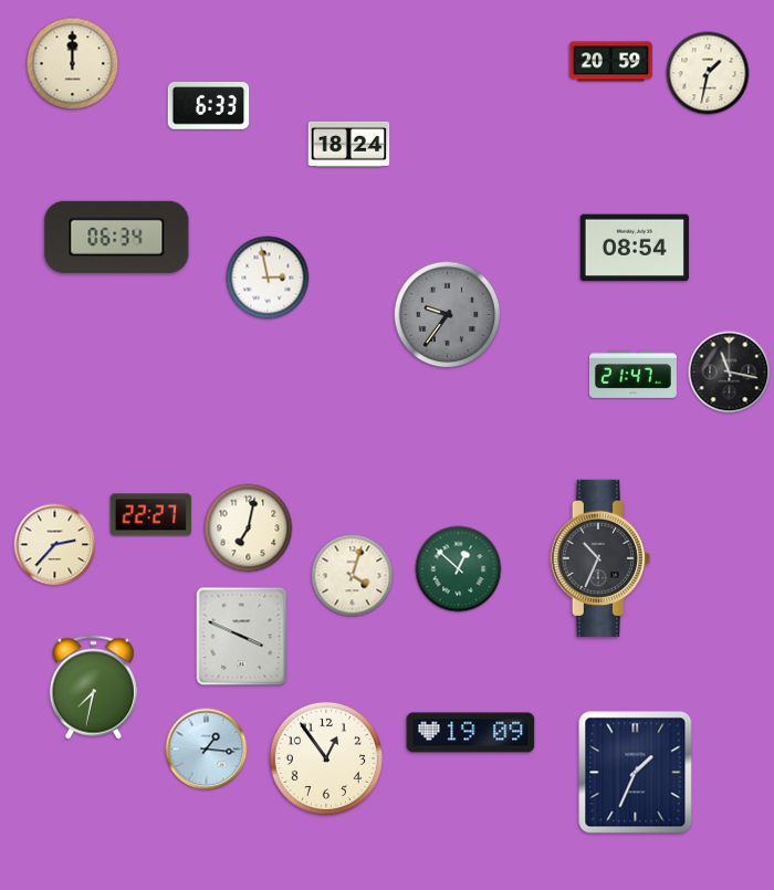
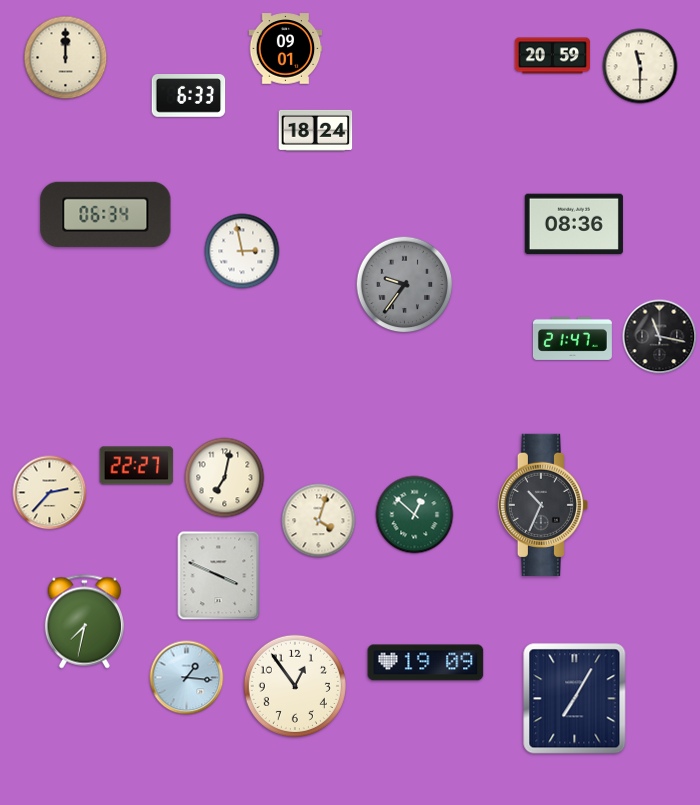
clock at (286, 49): none -> 09:01
clock at (708, 73): 1:32 -> 11:30
clock at (635, 248): 08:54 -> 08:36
clock at (636, 773): 1:34 -> 7:05
